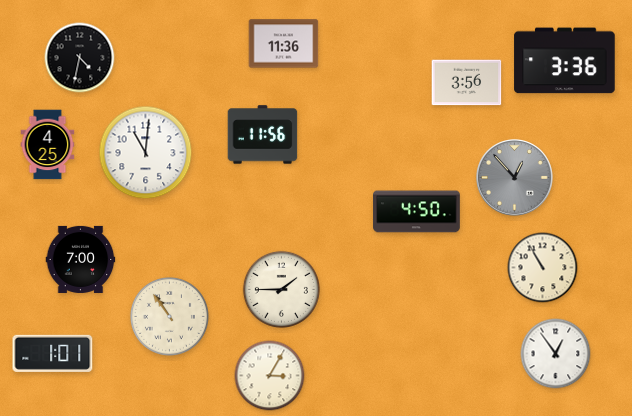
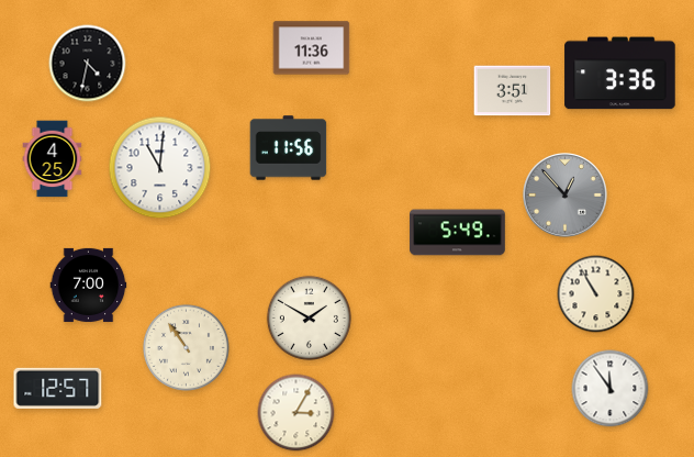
clock at (565, 61) position: (565, 61) -> (620, 74)
clock at (467, 83): 3:56 -> 3:51
clock at (417, 212): 4:50 -> 5:49
clock at (281, 289): 1:45 -> 1:50
clock at (53, 353): 1:01 -> 12:57
clock at (556, 354): 12:54 -> 11:54
